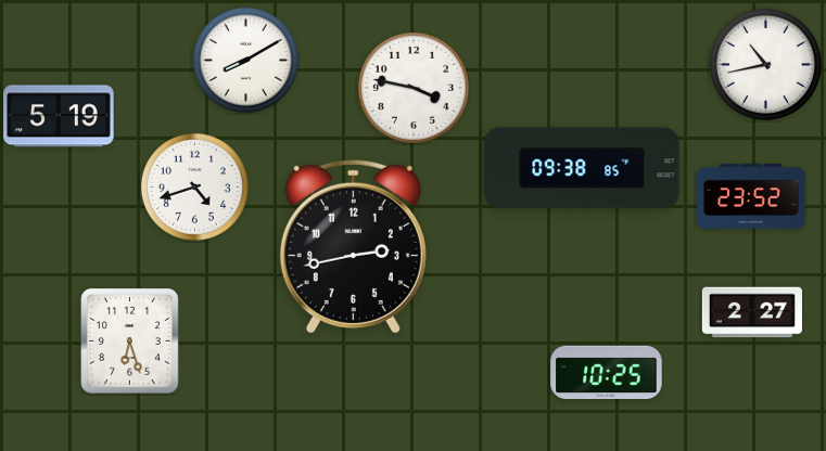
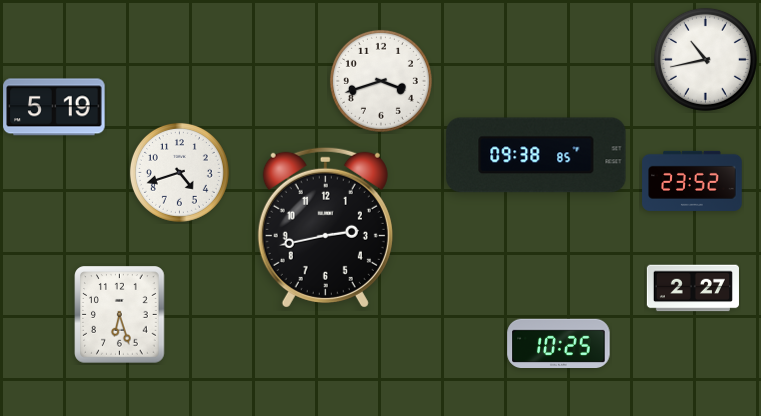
clock at (245, 60): 8:10 -> none
clock at (414, 88): 3:47 -> 3:42
